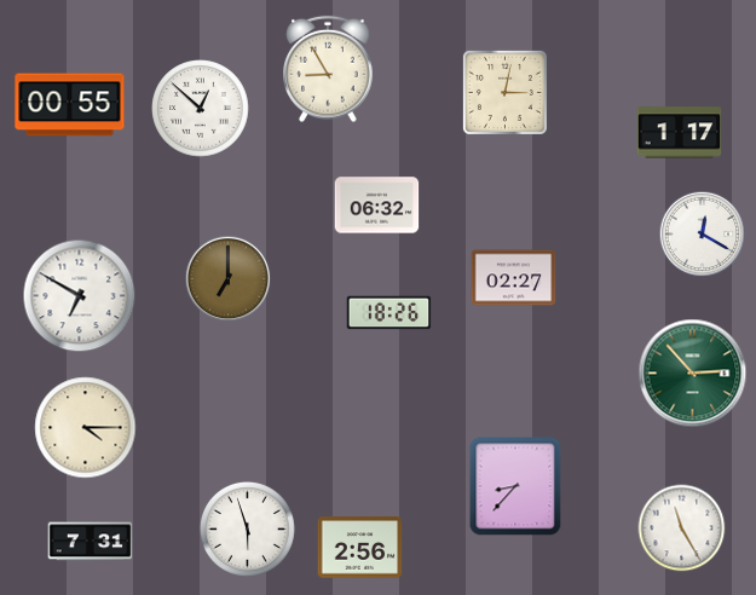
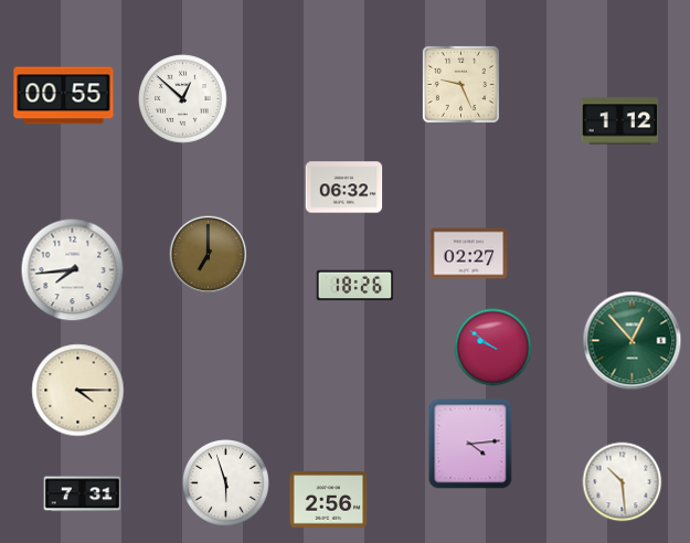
clock at (328, 69): 8:55 -> none
clock at (504, 92): 3:02 -> 9:26
clock at (680, 133): 1:17 -> 1:12
clock at (703, 235): 12:20 -> none
clock at (80, 296): 6:50 -> 7:44
clock at (693, 374): 2:53 -> 12:53
clock at (493, 348): none -> 9:51
clock at (515, 486): 8:37 -> 4:14
clock at (682, 528): 11:25 -> 10:29
